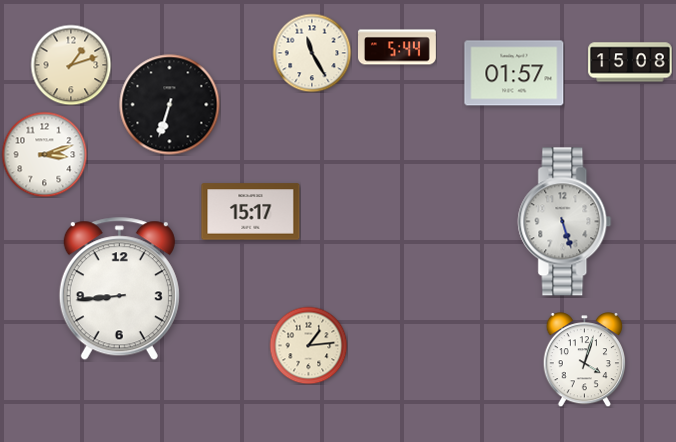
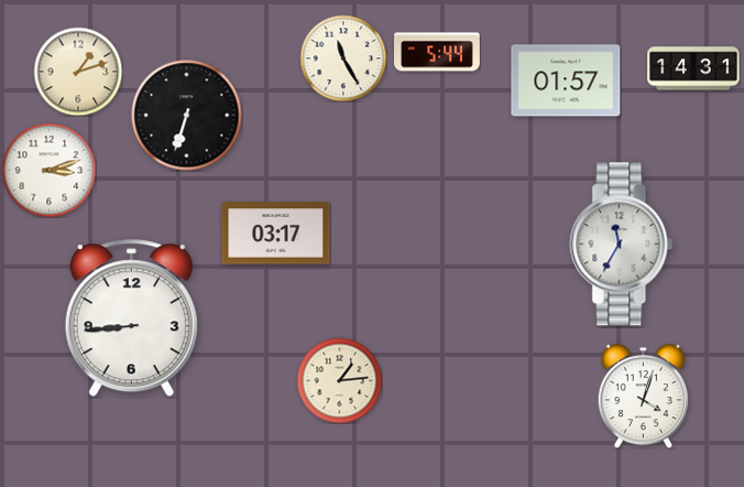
clock at (630, 62): 15:08 -> 14:31
clock at (251, 212): 15:17 -> 03:17
clock at (565, 222): 5:27 -> 11:35
